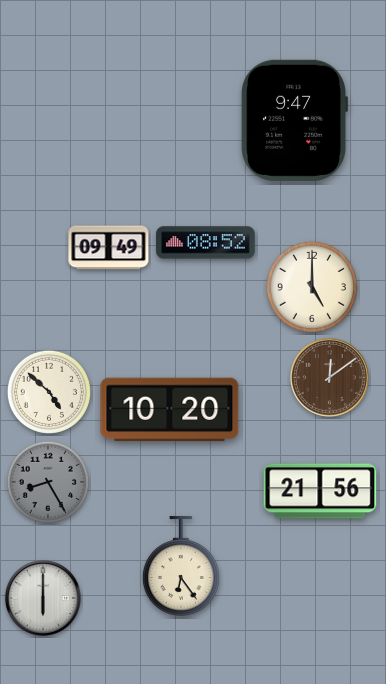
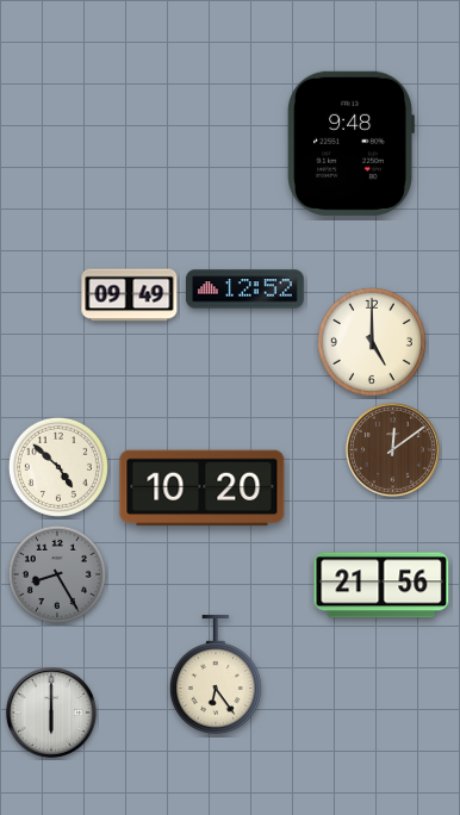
clock at (294, 120): 9:47 -> 9:48
clock at (206, 243): 08:52 -> 12:52
